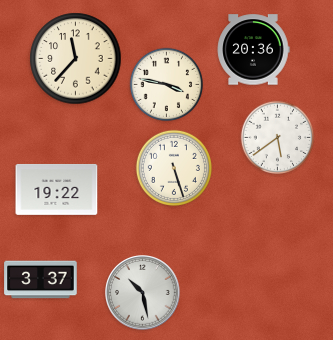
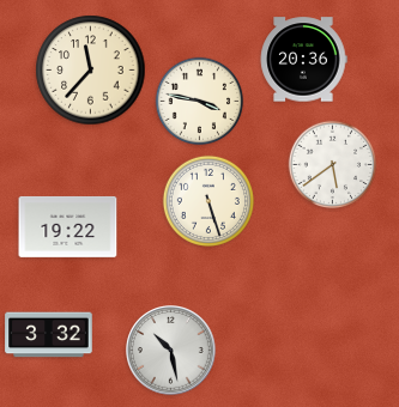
clock at (41, 280): 3:37 -> 3:32
